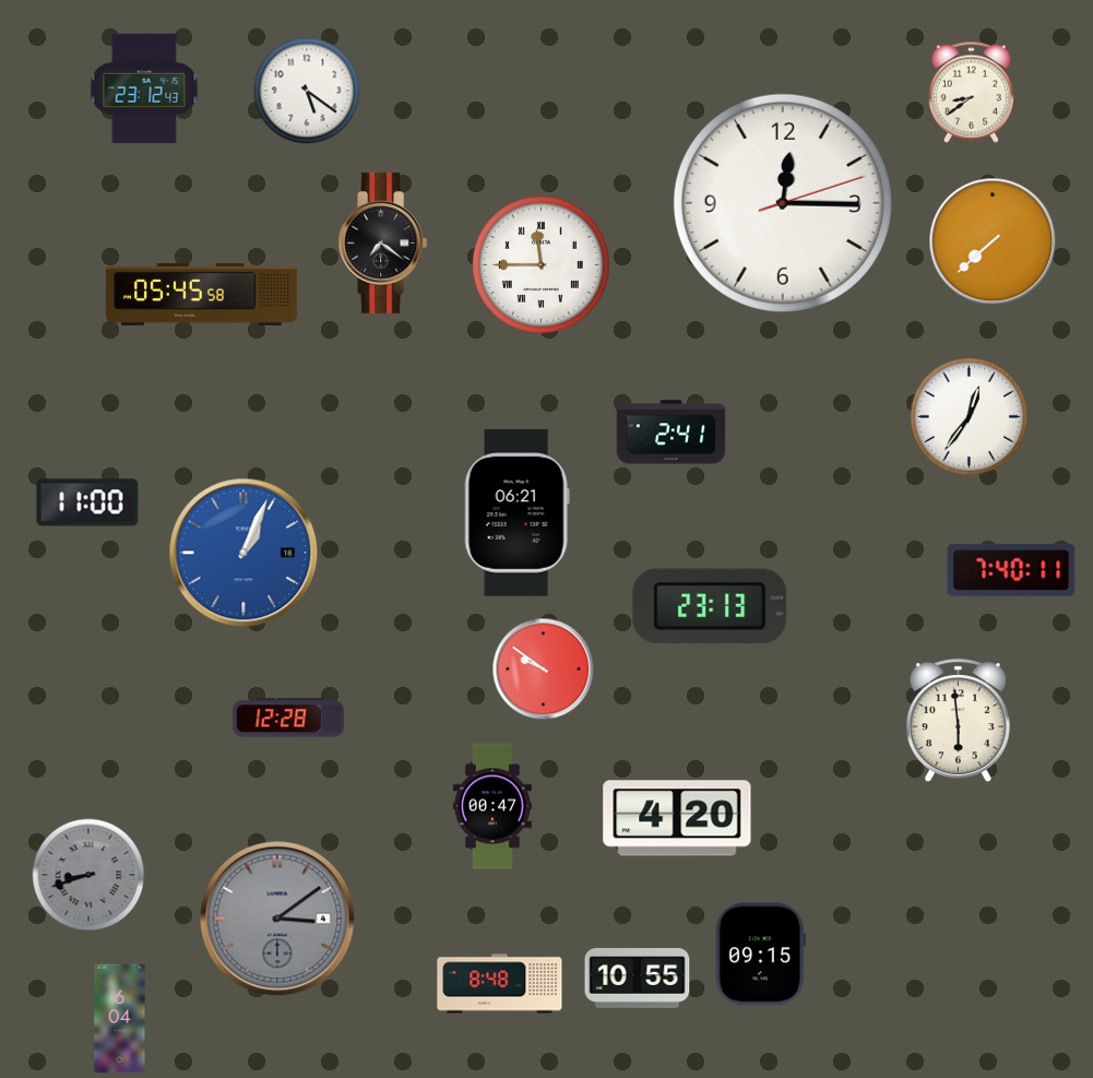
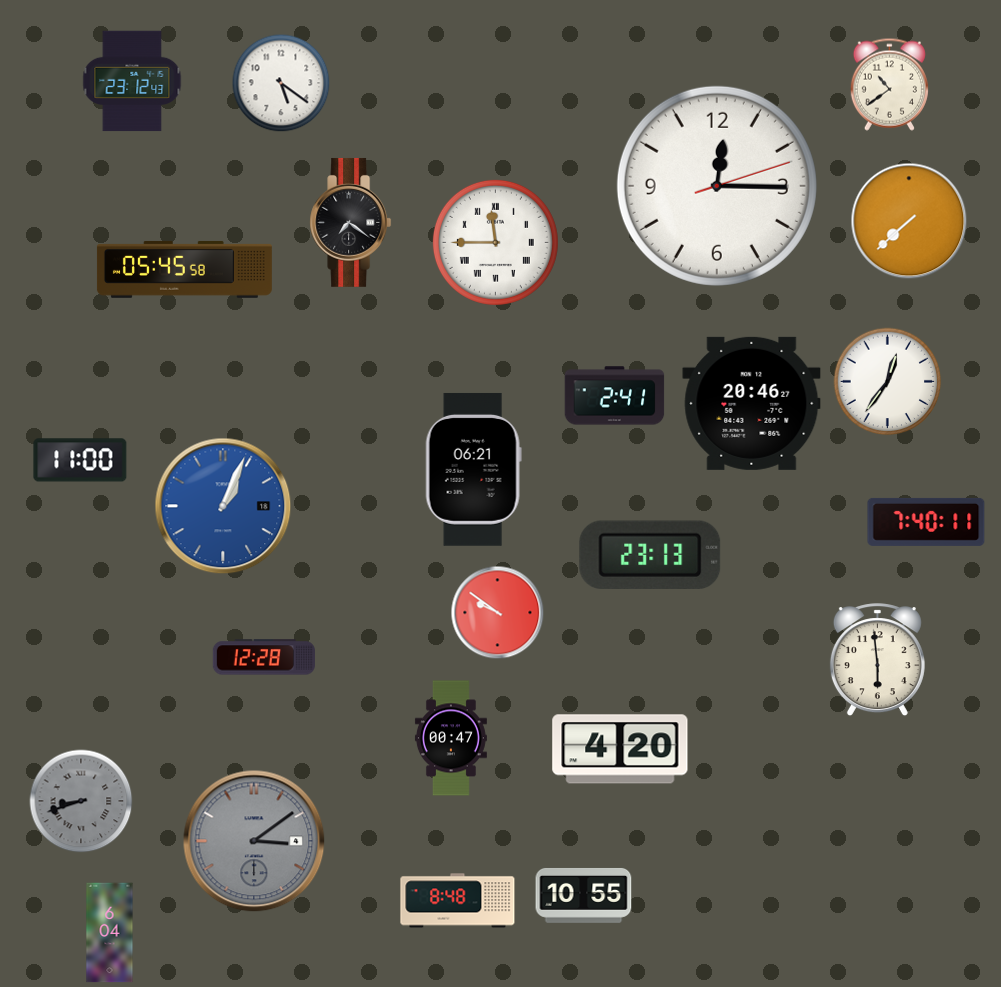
clock at (971, 92): 8:39 -> 10:39
clock at (752, 403): none -> 20:46
clock at (760, 955): 09:15 -> none
